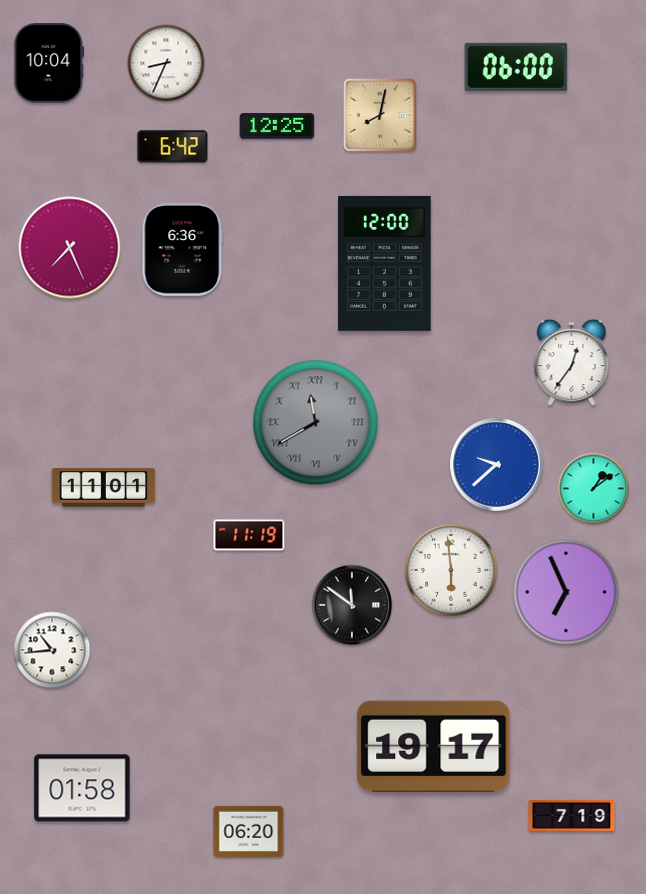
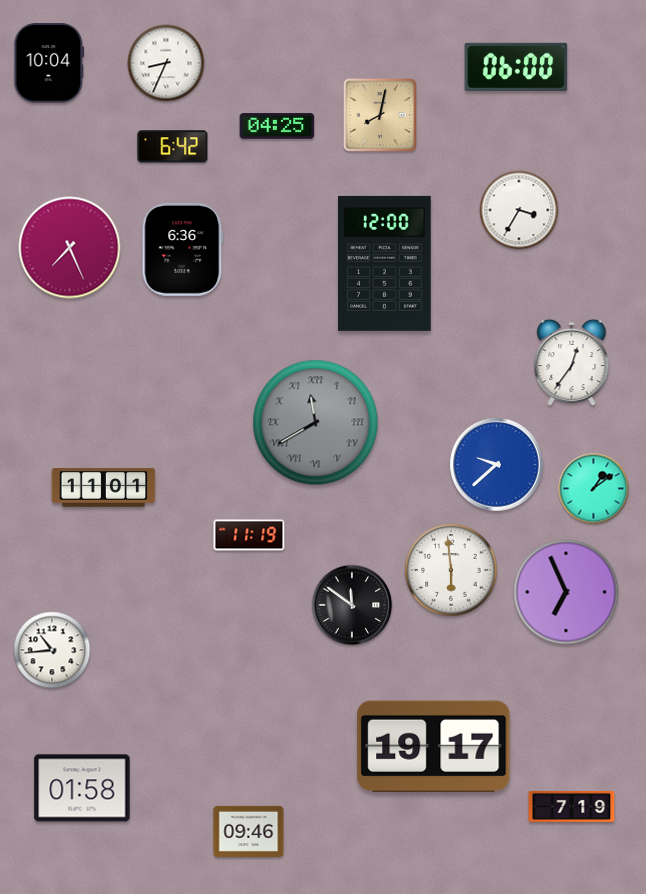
clock at (277, 126): 12:25 -> 04:25
clock at (519, 210): none -> 3:35
clock at (572, 815) position: (572, 815) -> (572, 806)
clock at (249, 831): 06:20 -> 09:46
